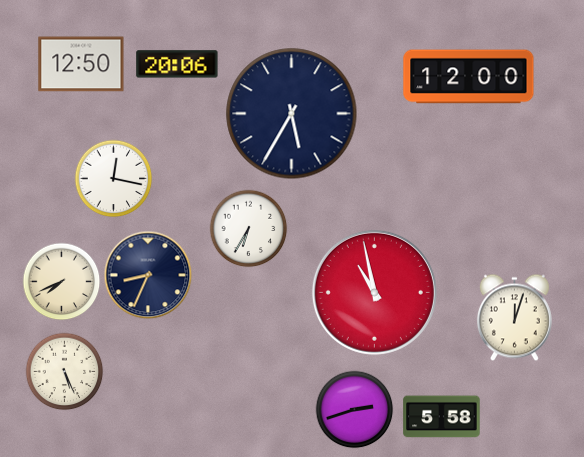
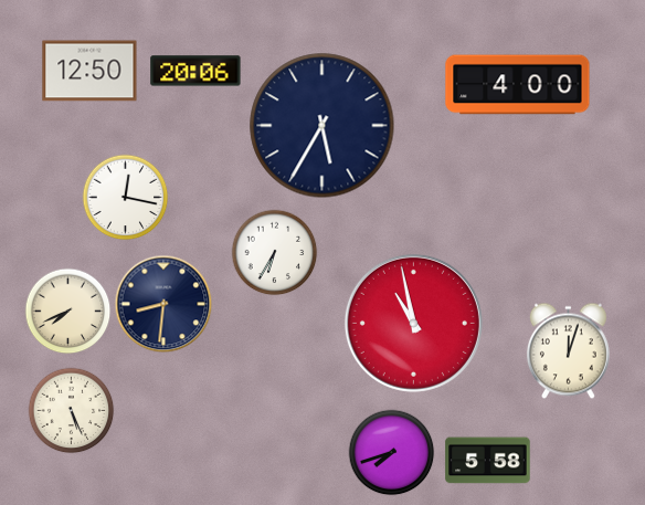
clock at (469, 77): 12:00 -> 4:00
clock at (148, 275): 8:34 -> 8:31
clock at (354, 409): 2:42 -> 7:42
